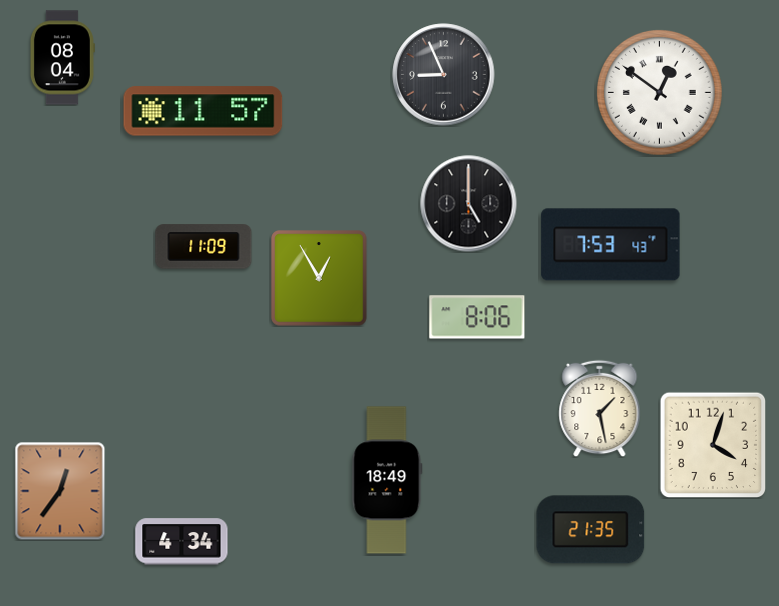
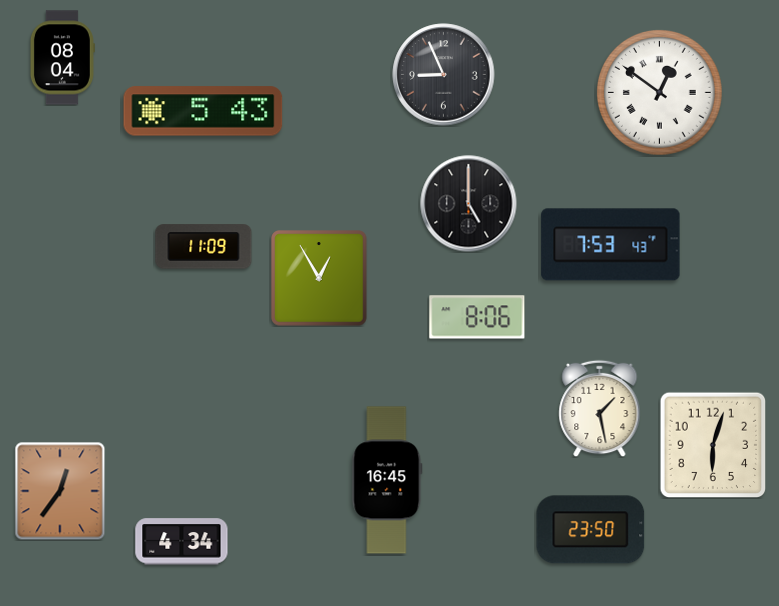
clock at (203, 111): 11:57 -> 5:43
clock at (713, 445): 4:03 -> 6:03
clock at (387, 480): 18:49 -> 16:45
clock at (591, 530): 21:35 -> 23:50
